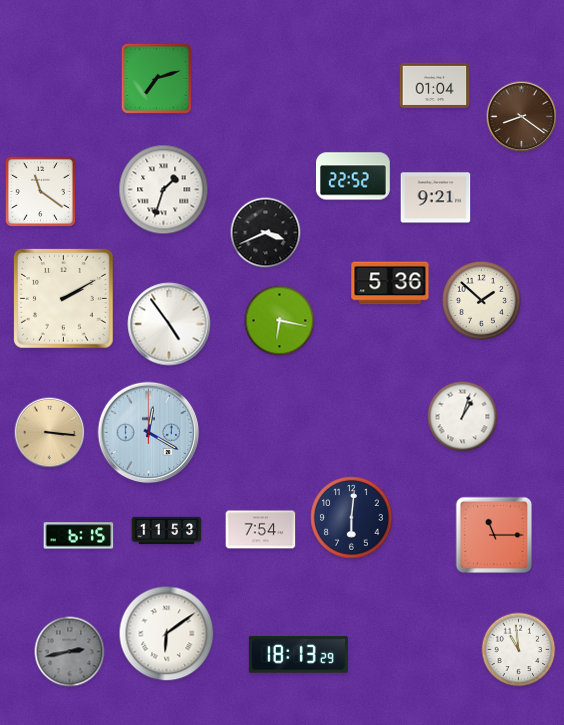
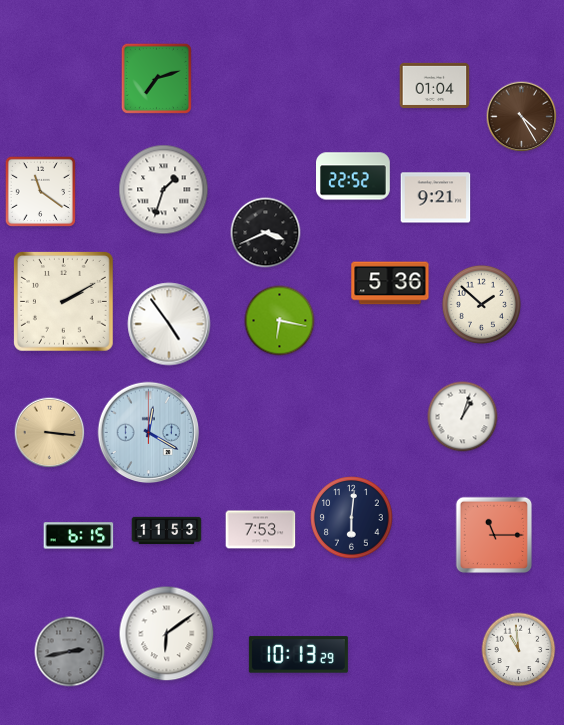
clock at (522, 117): 8:21 -> 4:25
clock at (64, 299) position: (64, 299) -> (64, 302)
clock at (481, 300) position: (481, 300) -> (481, 304)
clock at (261, 530): 7:54 -> 7:53
clock at (298, 655): 18:13 -> 10:13
